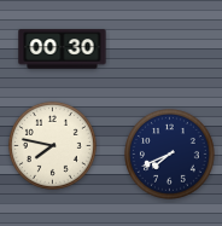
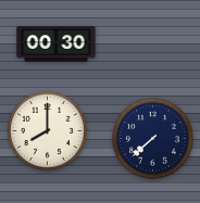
clock at (52, 145): 7:47 -> 8:00
clock at (170, 155): 7:41 -> 7:38
